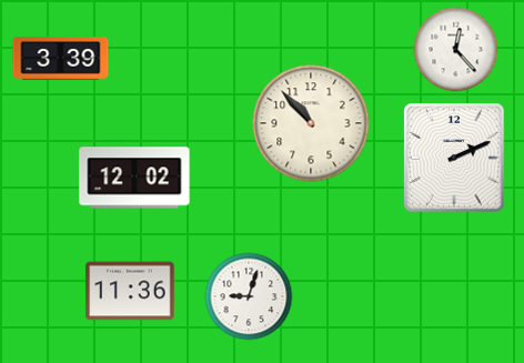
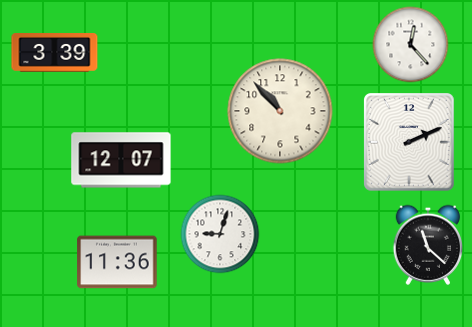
clock at (134, 178): 12:02 -> 12:07
clock at (427, 245): none -> 11:22
clock at (249, 296) position: (249, 296) -> (220, 234)
